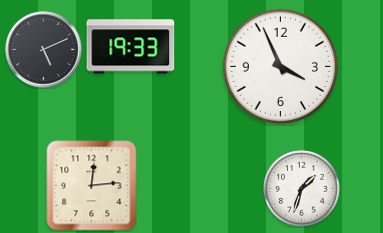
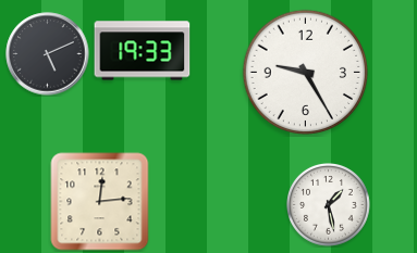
clock at (281, 67): 3:56 -> 9:25
clock at (302, 189): 1:33 -> 1:28
